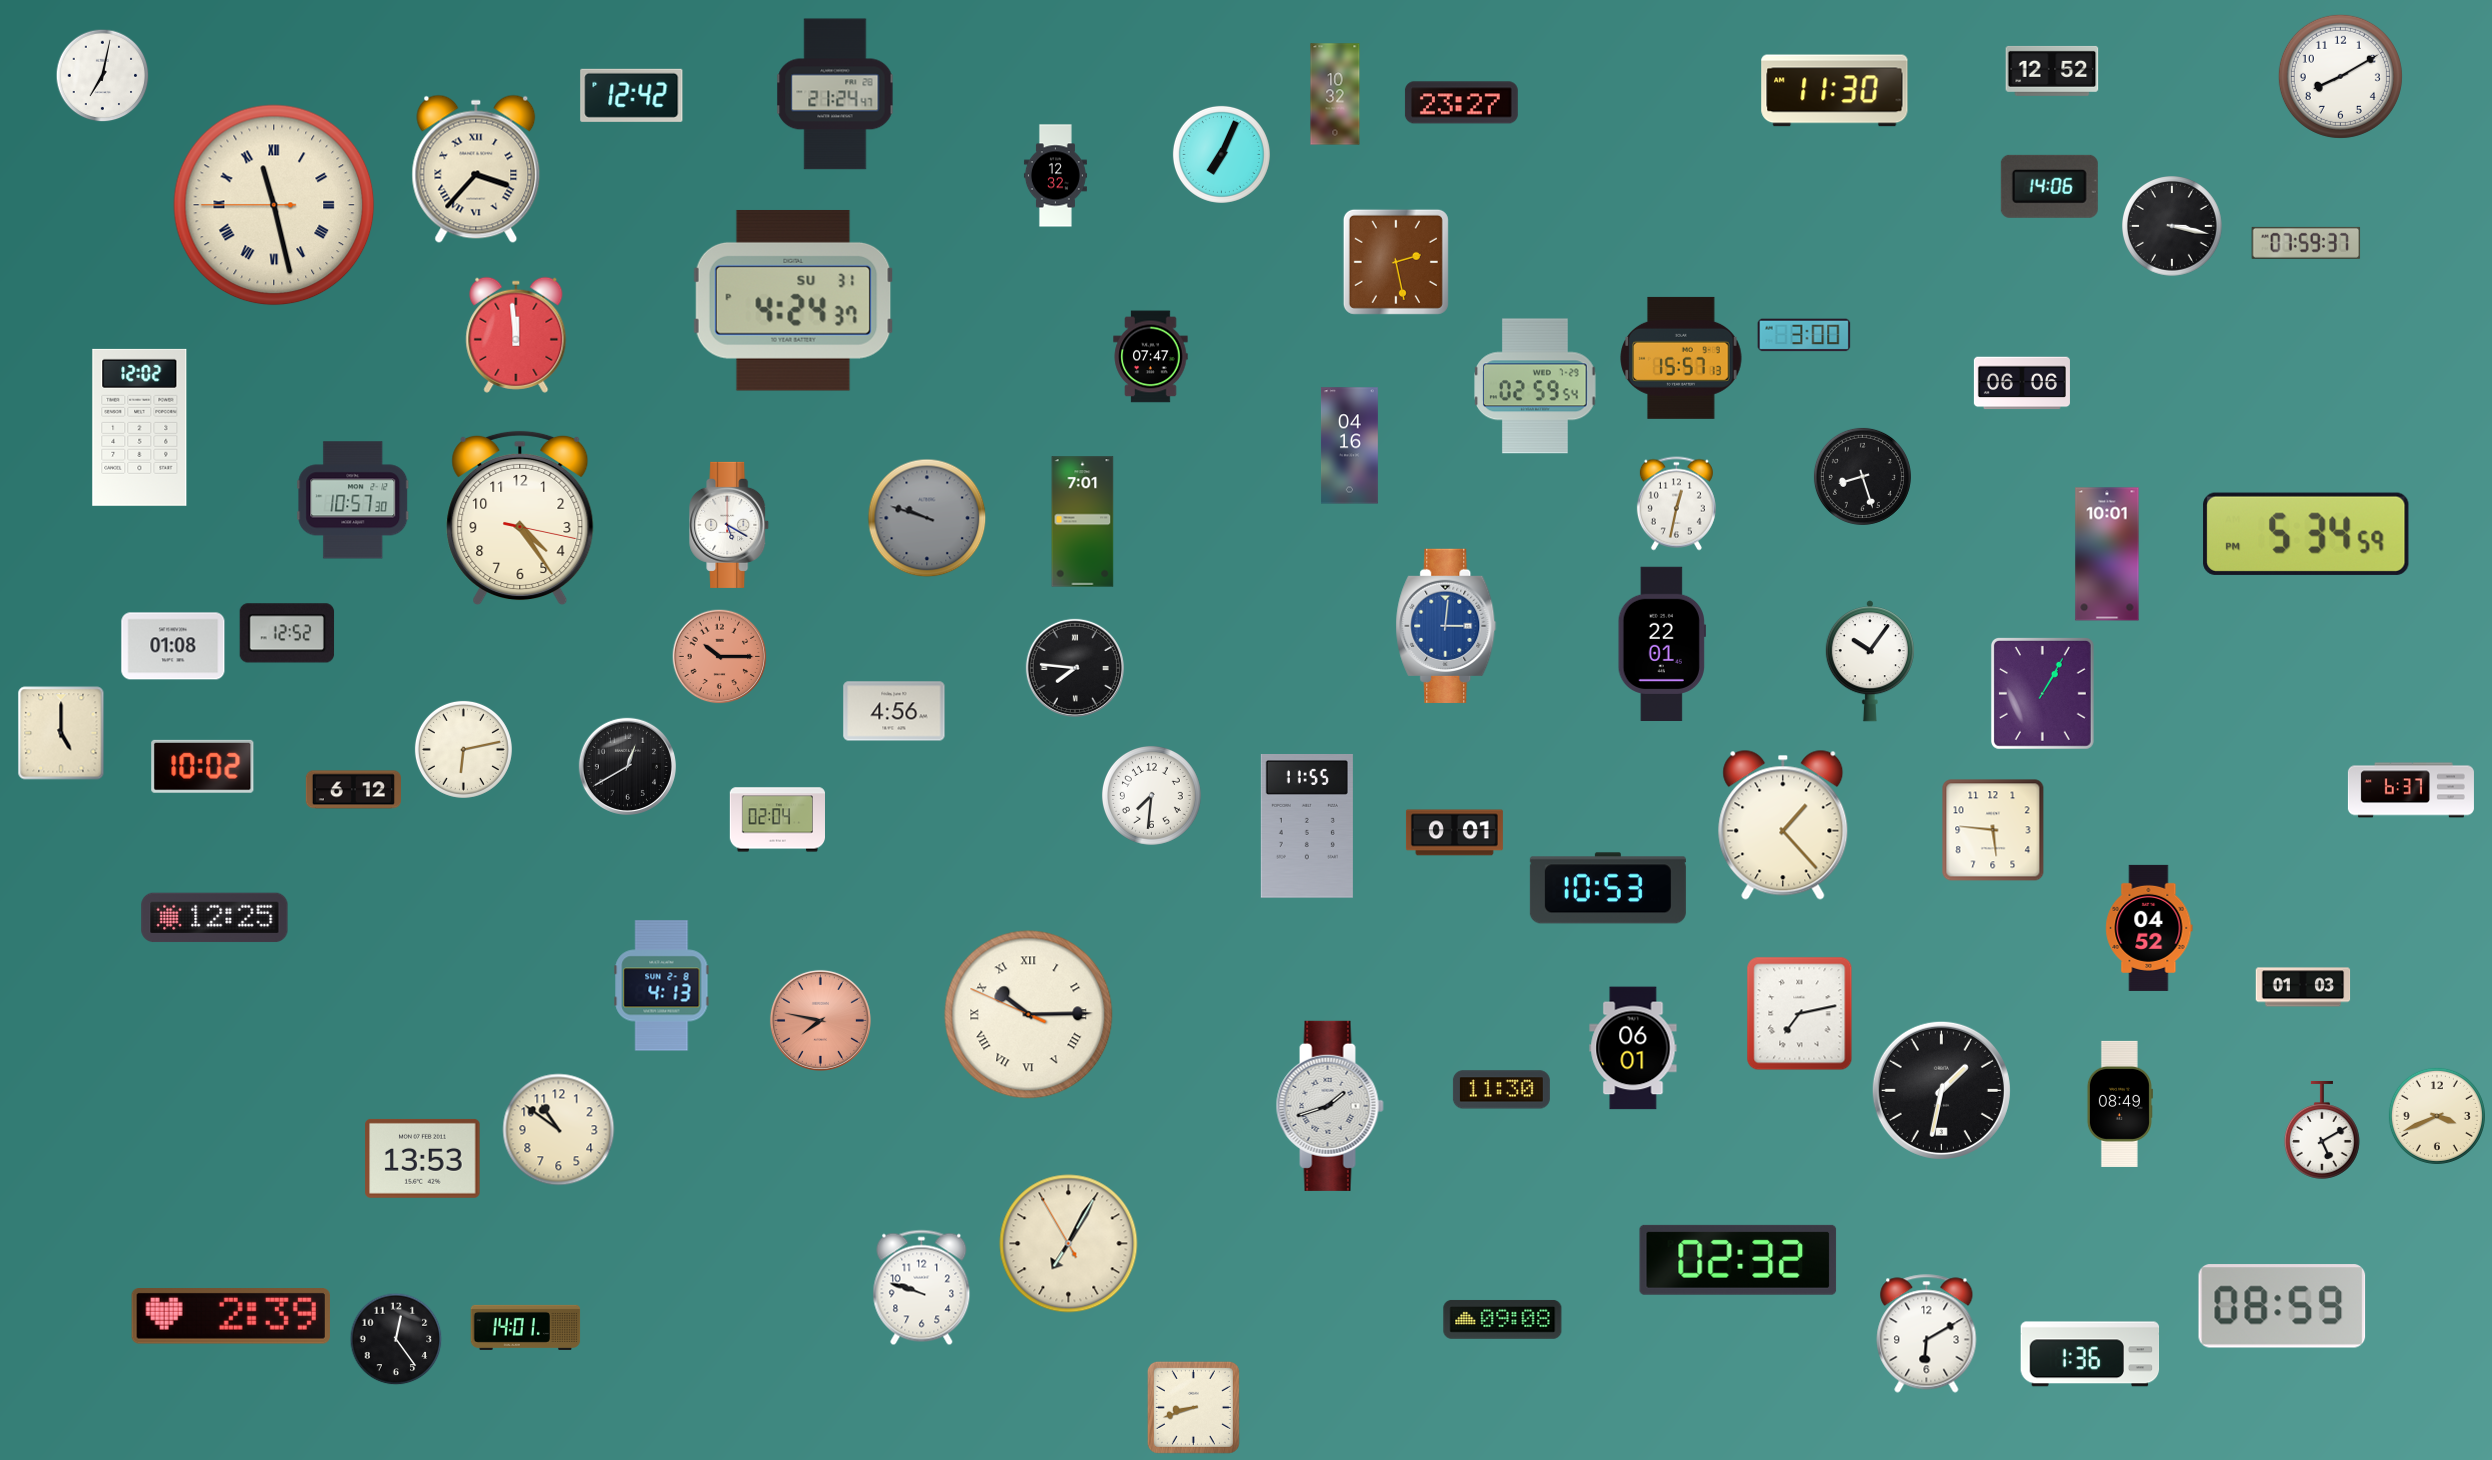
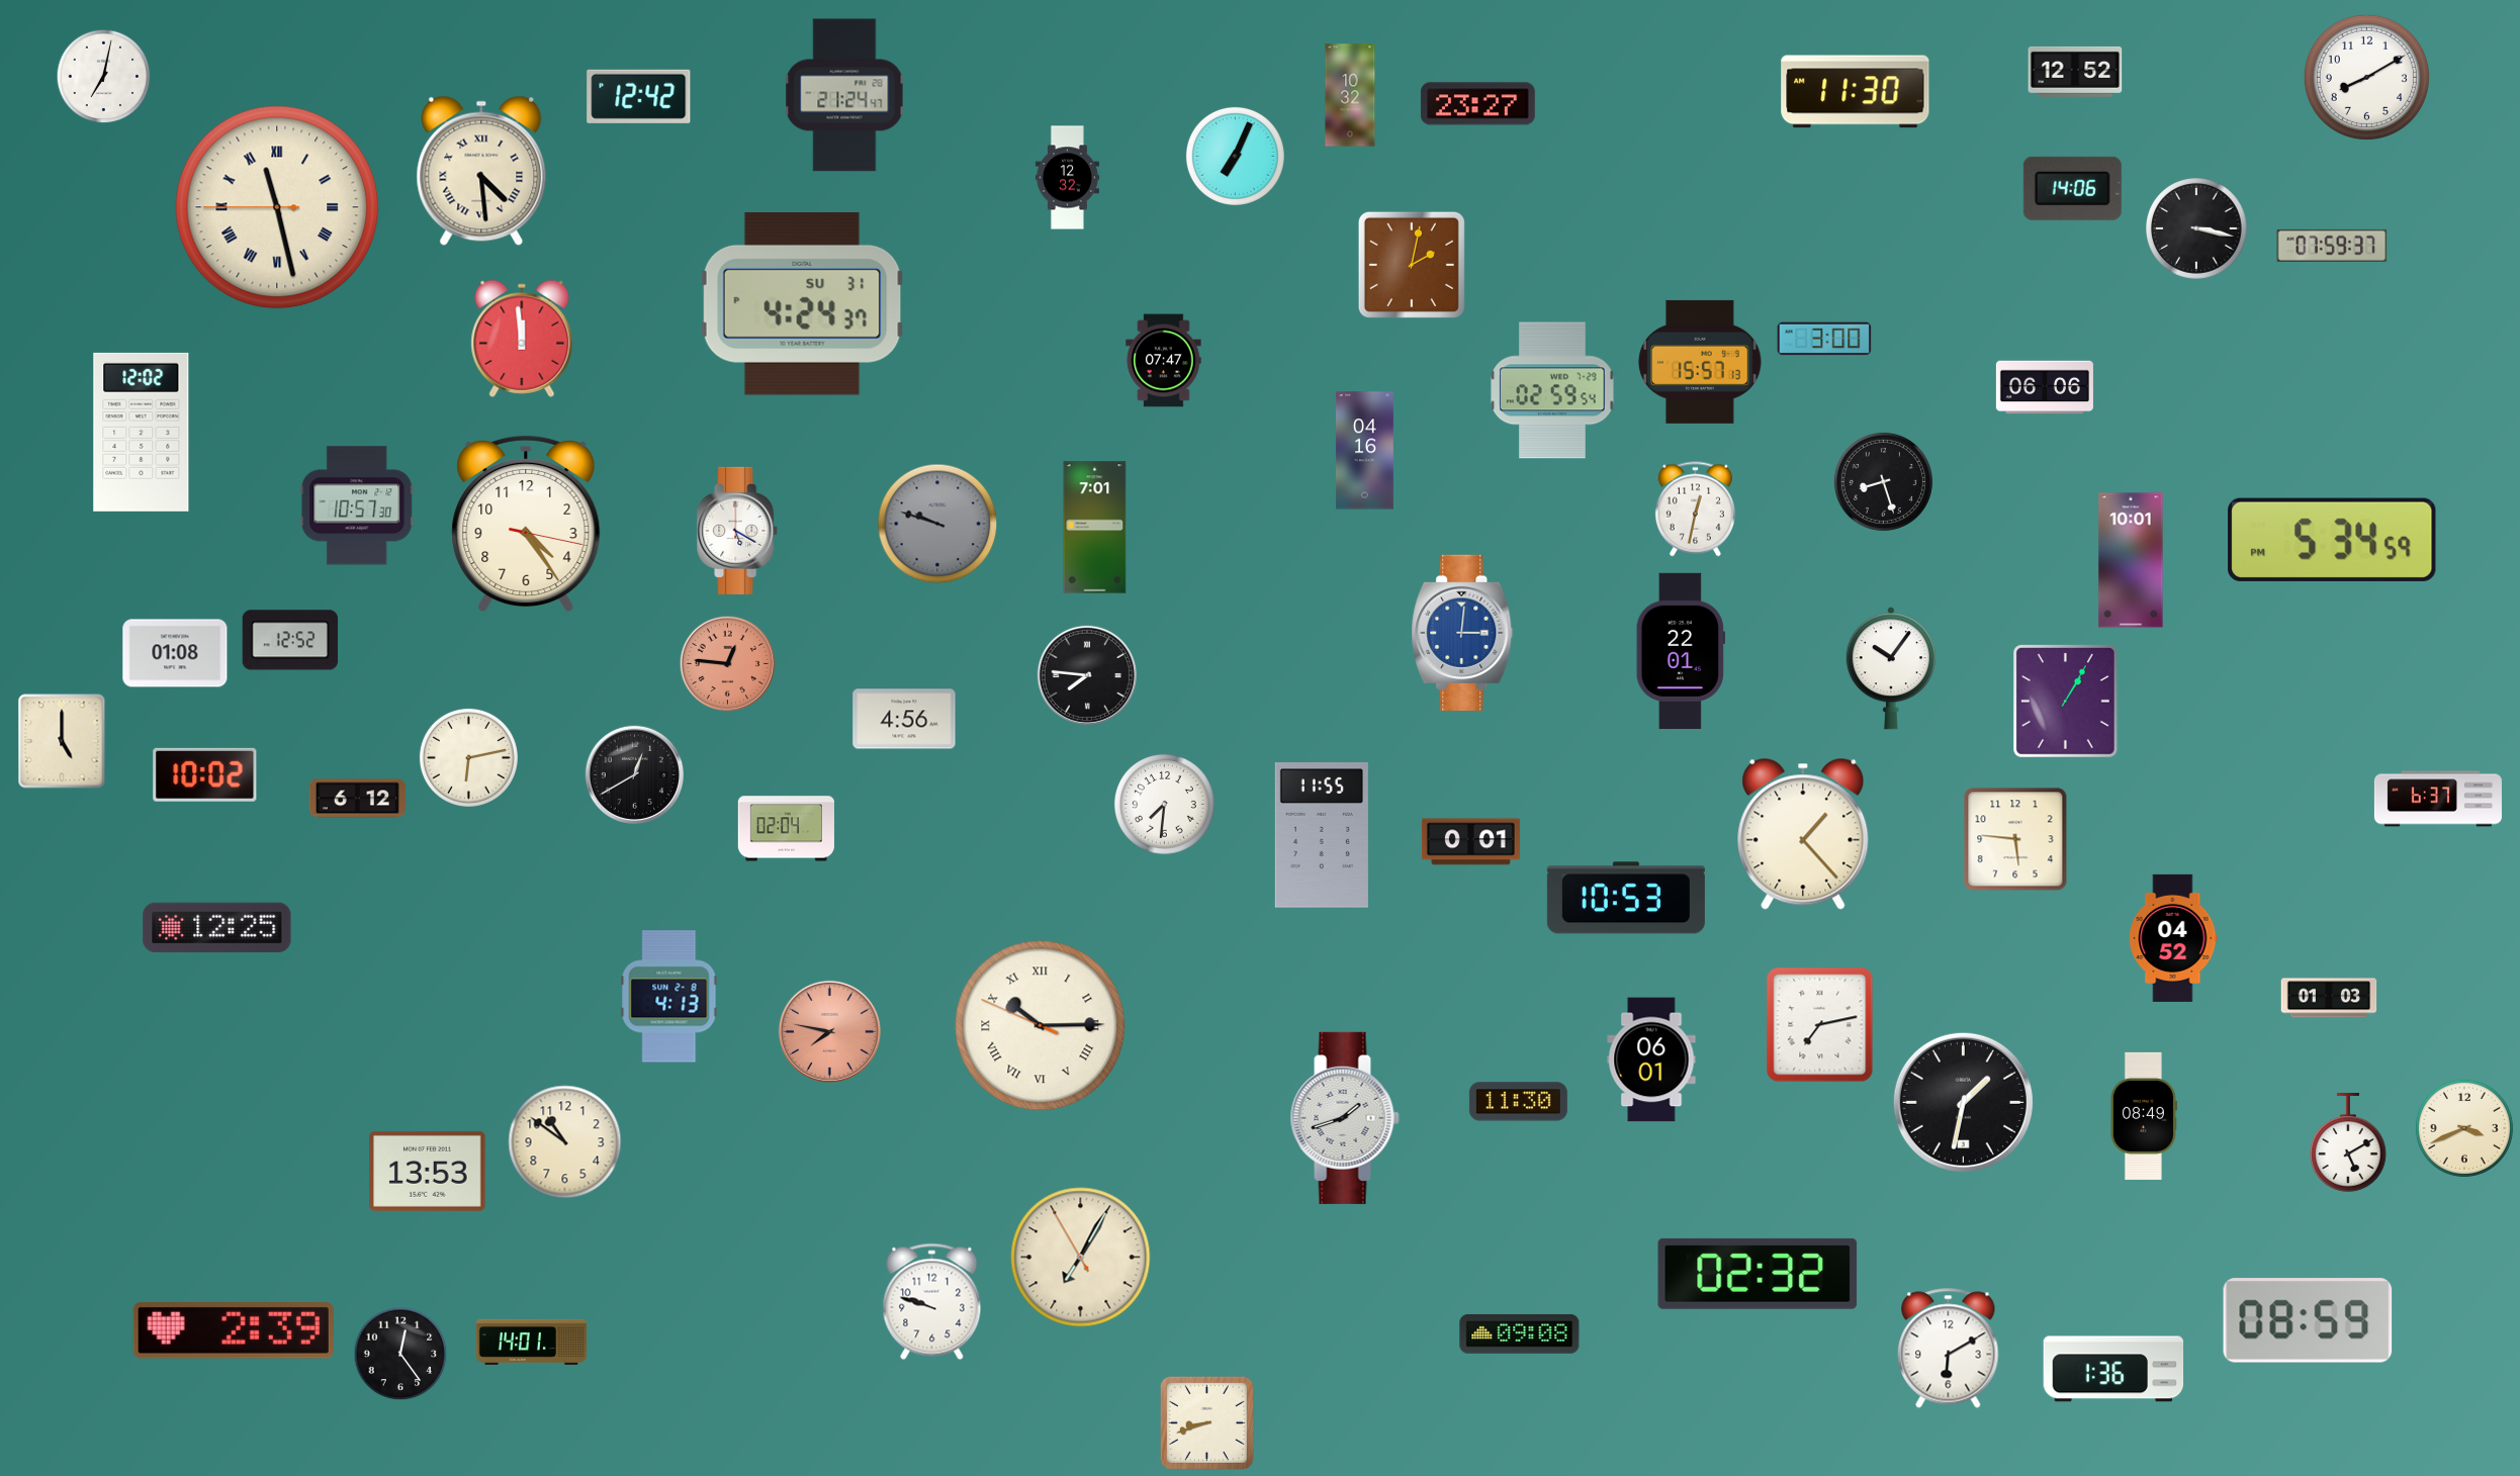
clock at (476, 169): 3:37 -> 4:29
clock at (1396, 262): 2:28 -> 2:02
clock at (720, 657): 10:15 -> 12:46
